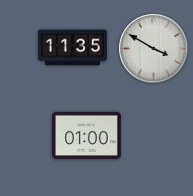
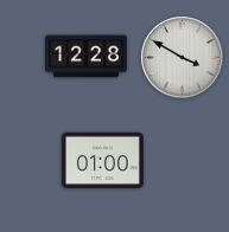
clock at (72, 48): 11:35 -> 12:28
